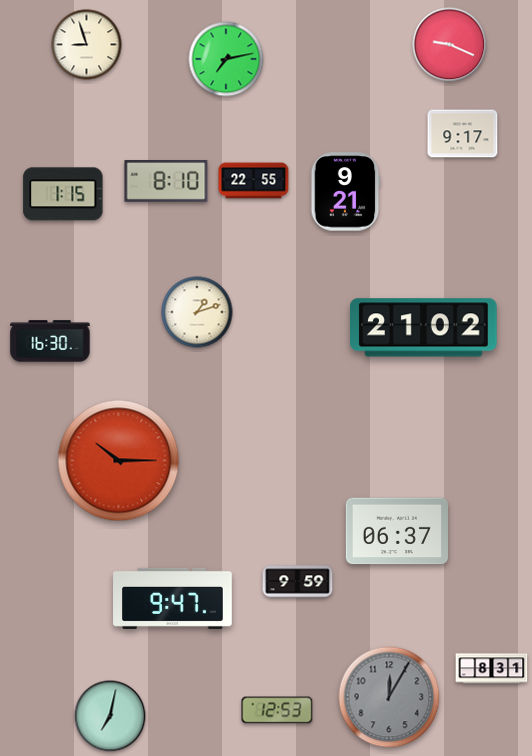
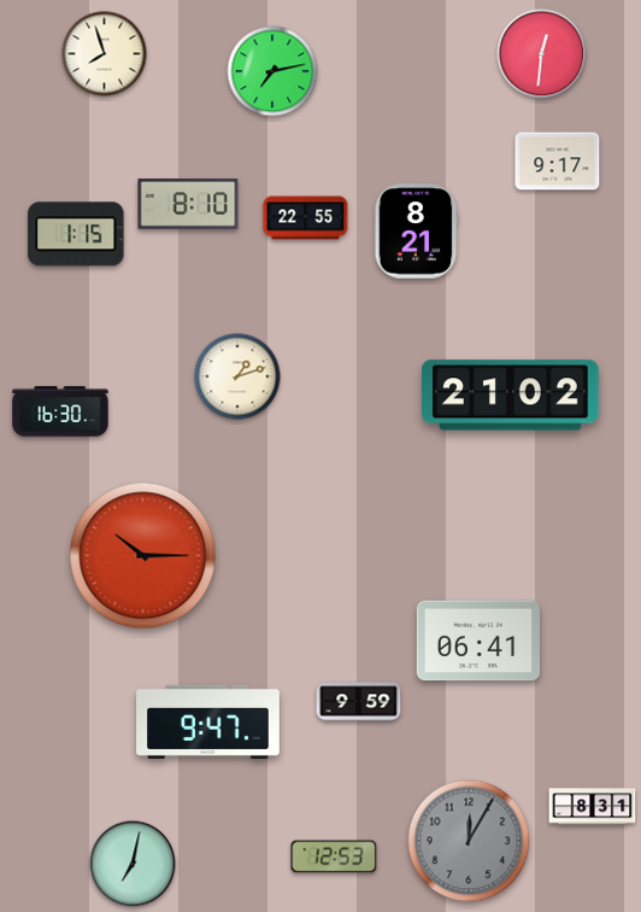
clock at (87, 45): 8:57 -> 7:57
clock at (450, 45): 9:19 -> 12:31
clock at (166, 181) position: (166, 181) -> (188, 204)
clock at (346, 192): 9:21 -> 8:21
clock at (397, 531): 06:37 -> 06:41
